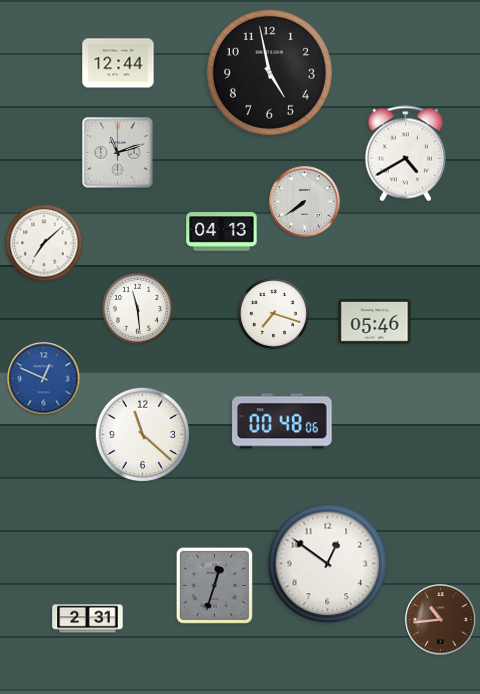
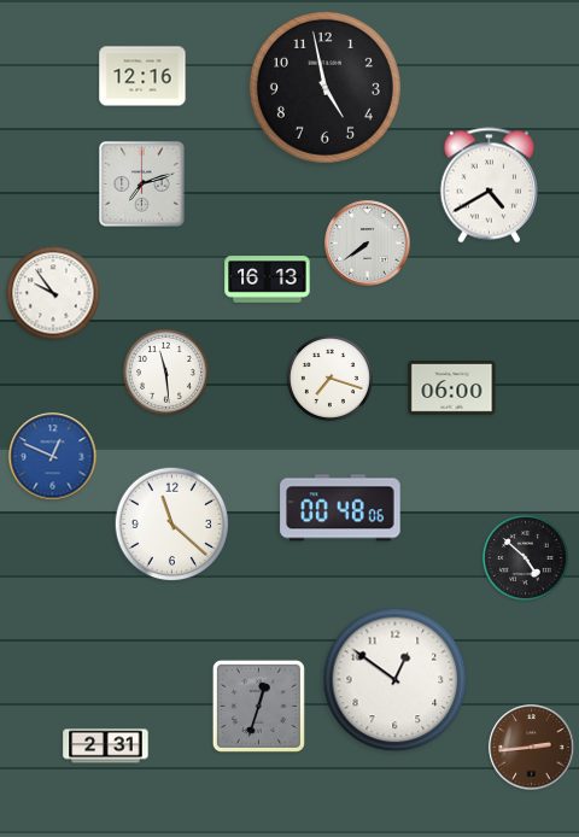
clock at (118, 63): 12:44 -> 12:16
clock at (118, 153): 11:12 -> 7:12
clock at (222, 232): 04:13 -> 16:13
clock at (44, 243): 7:08 -> 9:54
clock at (375, 322): 05:46 -> 06:00
clock at (525, 557): none -> 4:52
clock at (441, 620): 10:44 -> 2:44
